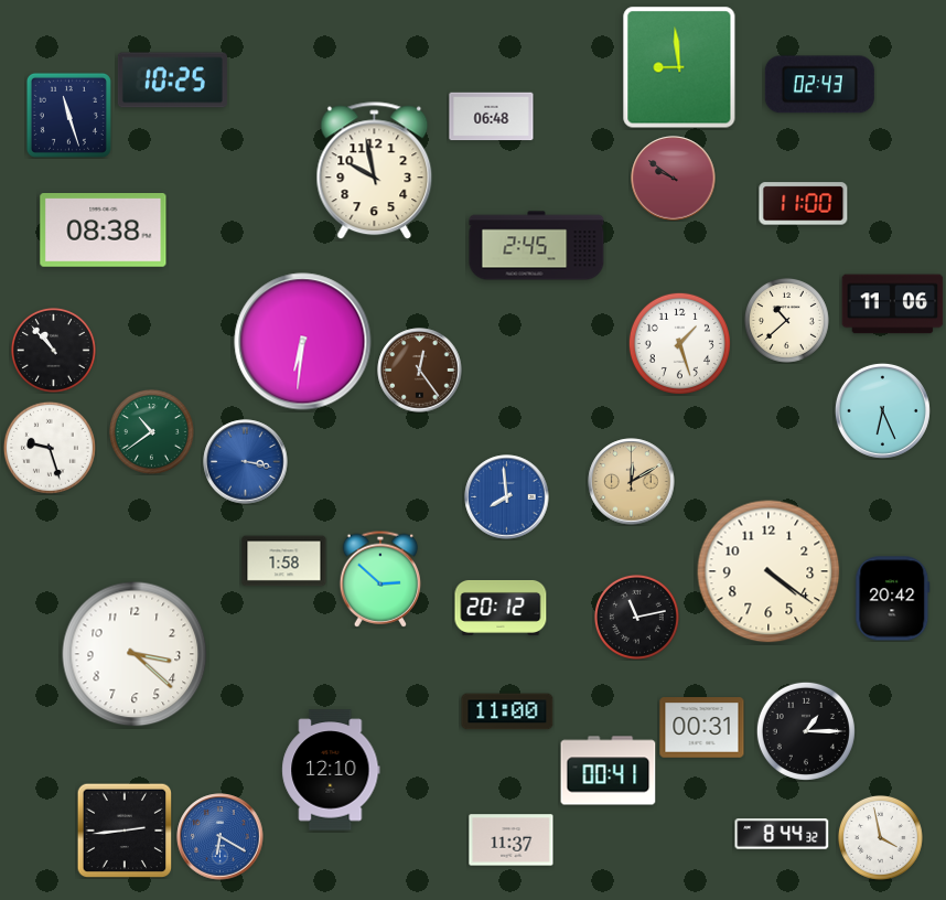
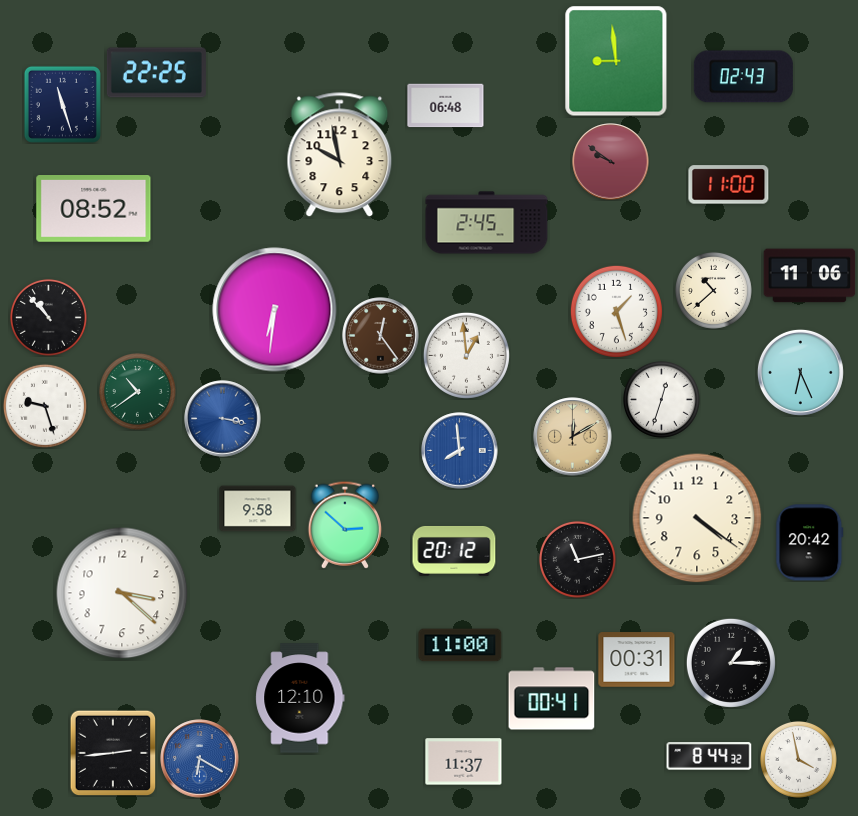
clock at (172, 81): 10:25 -> 22:25
clock at (104, 231): 08:38 -> 08:52
clock at (466, 355): none -> 12:59
clock at (661, 399): none -> 12:33
clock at (284, 561): 1:58 -> 9:58
